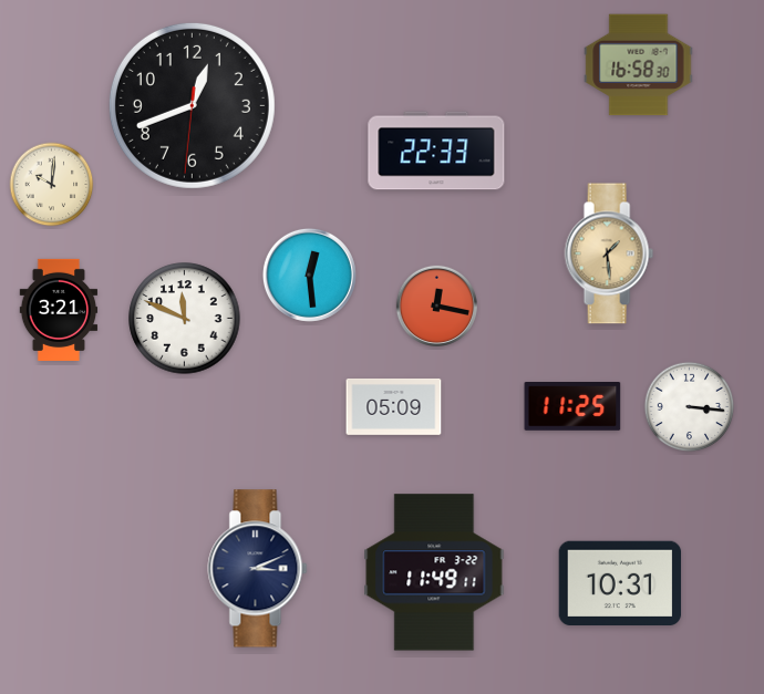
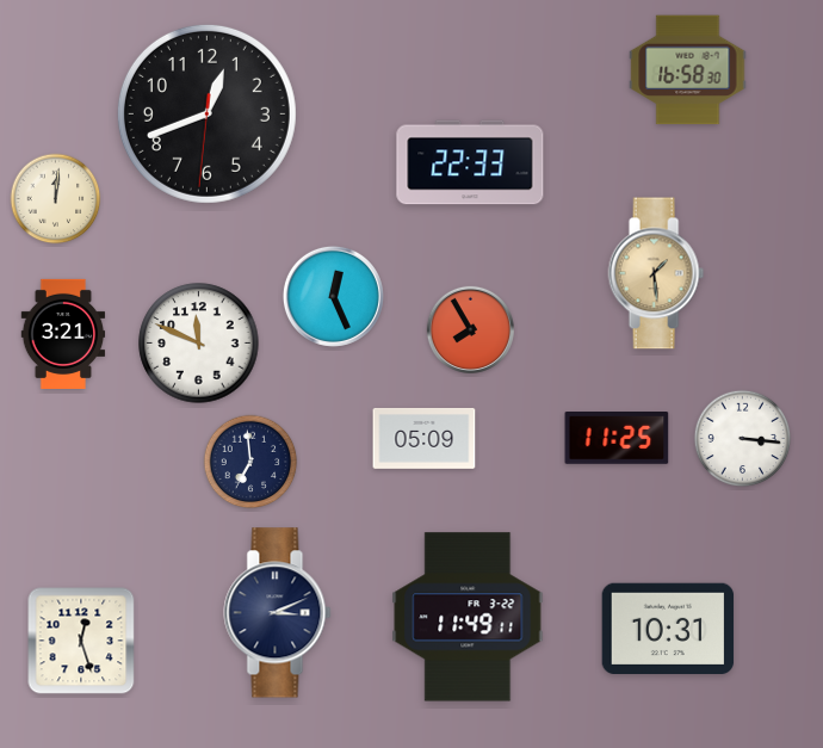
clock at (52, 185): 10:01 -> 12:01
clock at (309, 275): 12:29 -> 12:26
clock at (436, 305): 12:17 -> 7:55
clock at (250, 462): none -> 6:59
clock at (81, 641): none -> 12:27
